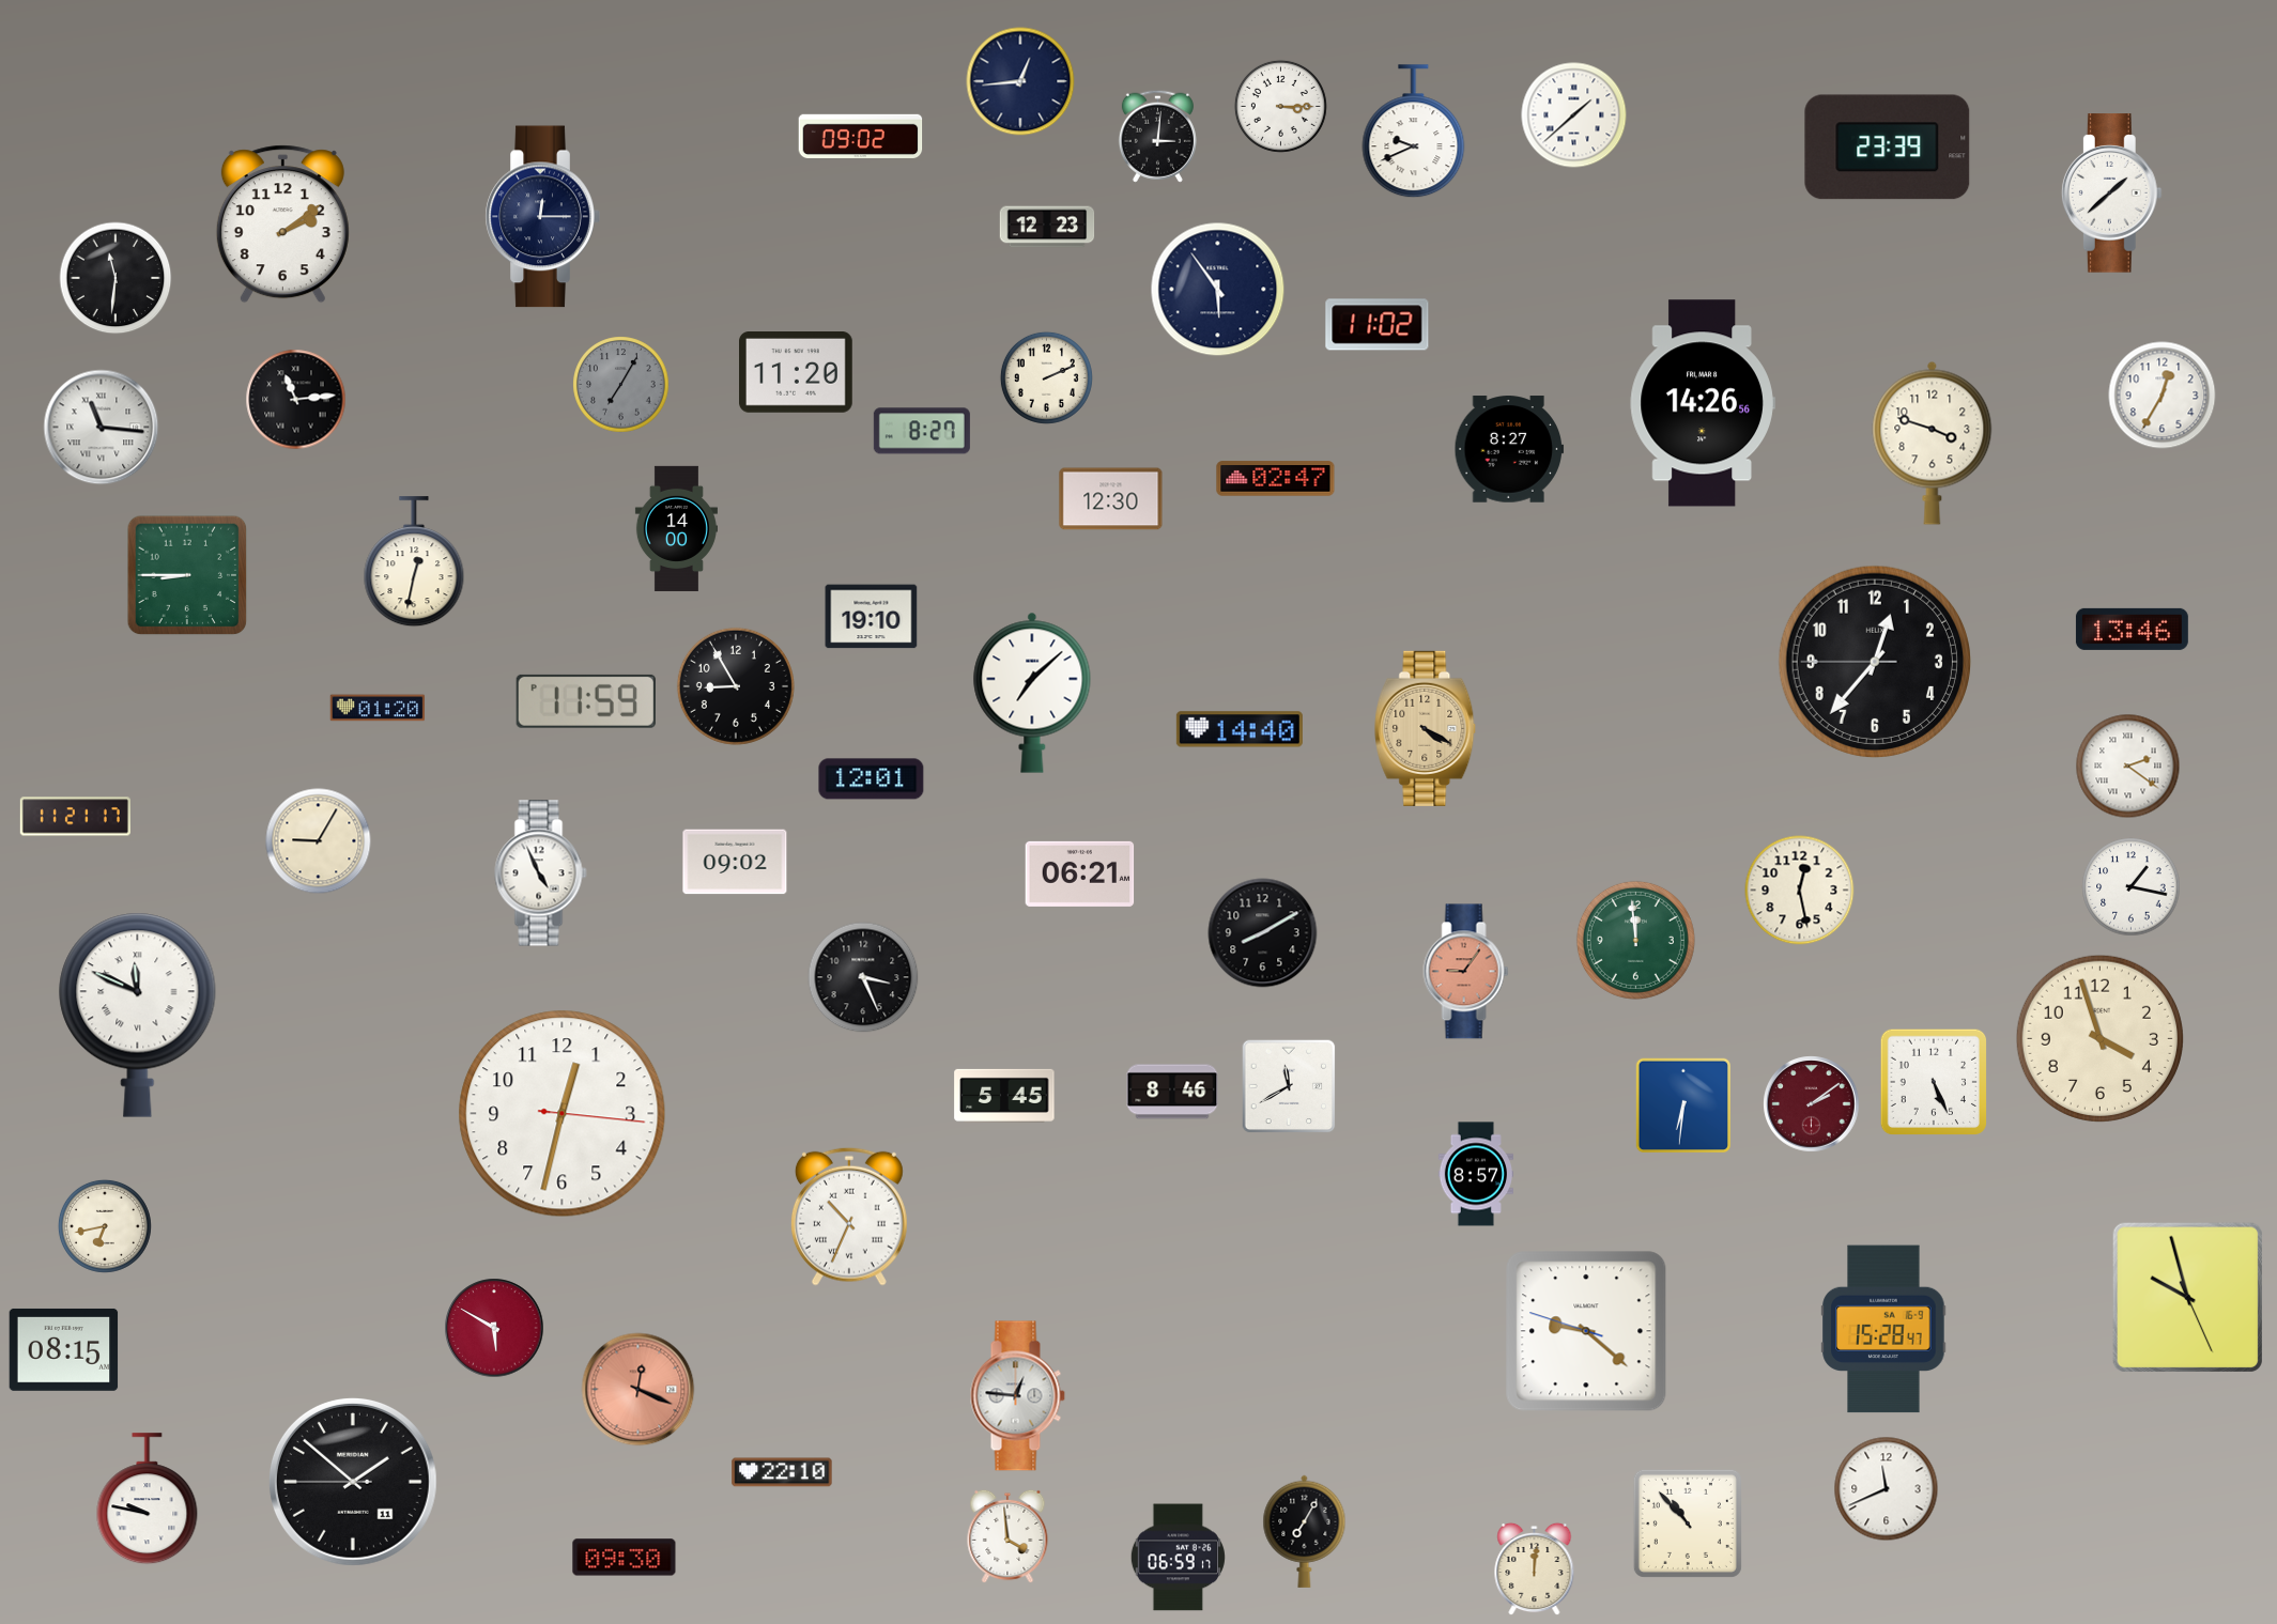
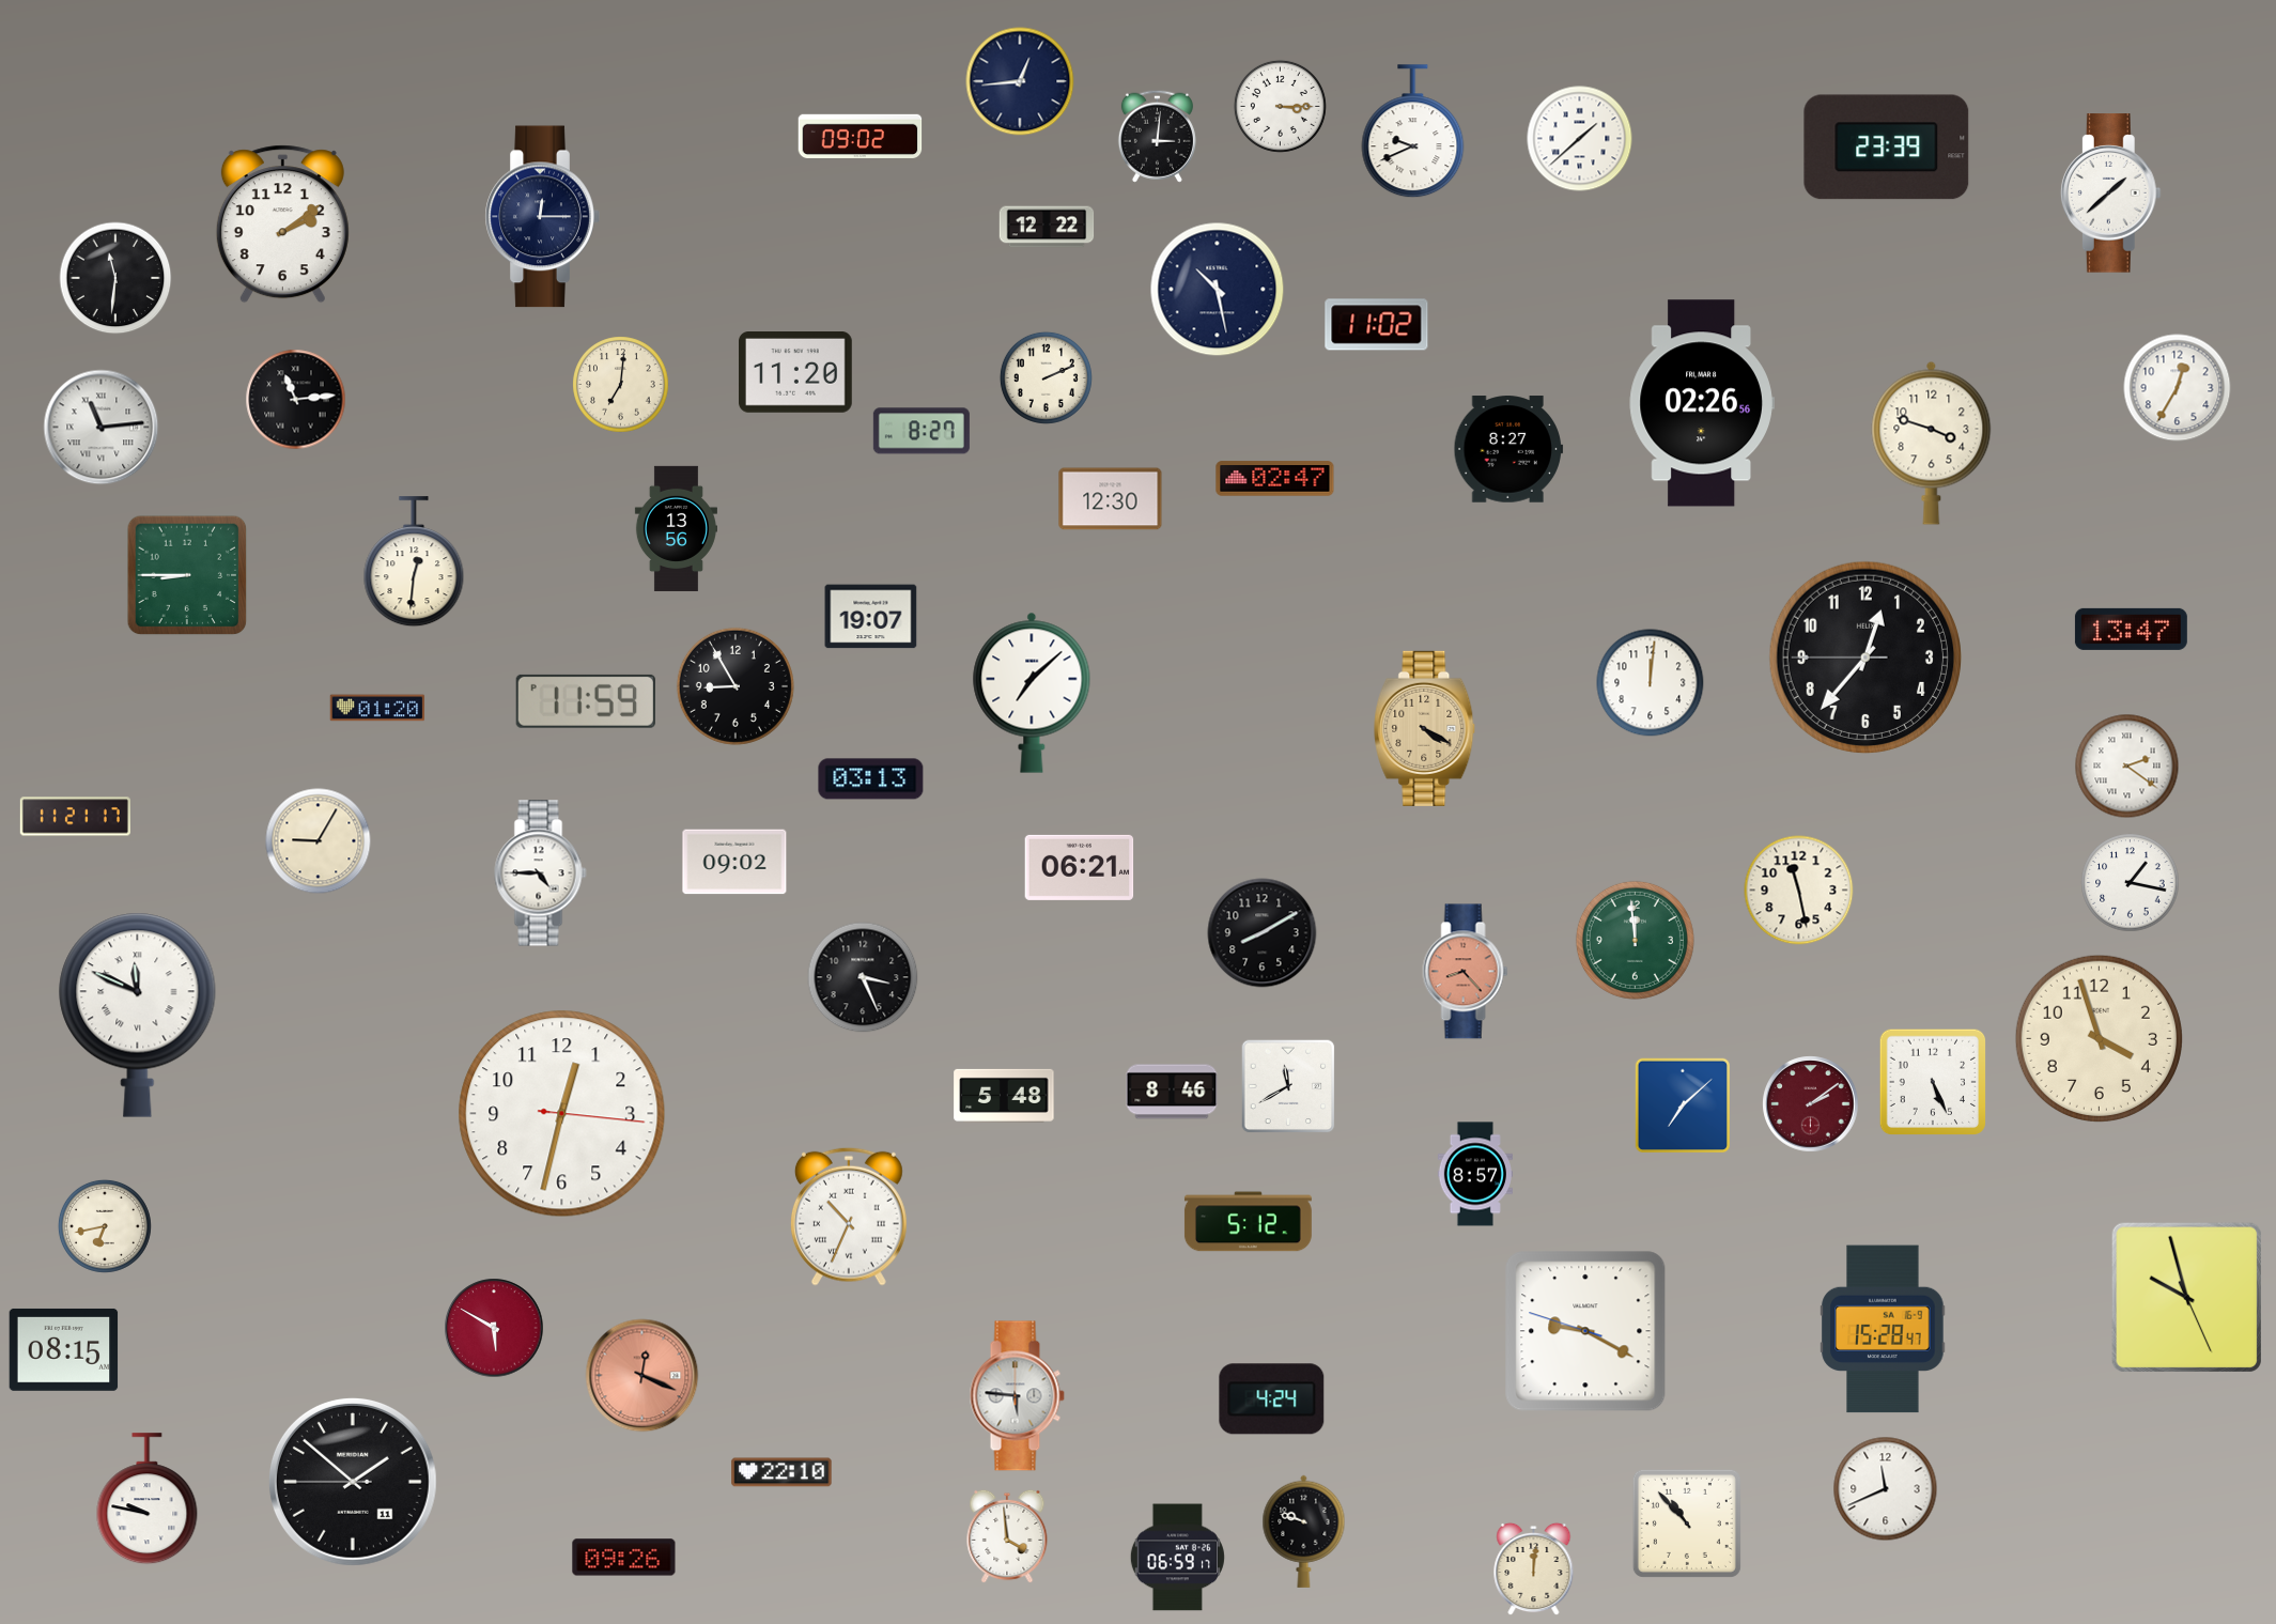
clock at (1574, 115) position: (1574, 115) -> (1580, 139)
clock at (1047, 227): 12:23 -> 12:22
clock at (1218, 290): 5:54 -> 10:28
clock at (621, 385): 7:05 -> 7:01
clock at (621, 385) dial: grey -> cream
clock at (2163, 396) position: (2163, 396) -> (2178, 388)
clock at (1703, 403): 14:26 -> 02:26
clock at (102, 428): 11:16 -> 11:14
clock at (676, 528): 14:00 -> 13:56
clock at (414, 562): 12:32 -> 12:31
clock at (872, 617): 19:10 -> 19:07
clock at (2132, 629): 13:46 -> 13:47
clock at (1875, 662) position: (1875, 662) -> (1865, 658)
clock at (1651, 683): none -> 12:01
clock at (1240, 729): 14:40 -> none
clock at (872, 779): 12:01 -> 03:13
clock at (541, 873): 4:56 -> 4:45
clock at (1080, 873) position: (1080, 873) -> (1080, 867)
clock at (2132, 887) position: (2132, 887) -> (2131, 883)
clock at (1800, 891): 12:28 -> 11:28
clock at (1466, 972): 9:06 -> 8:23
clock at (1004, 1096): 5:45 -> 5:48
clock at (1682, 1104): 6:31 -> 7:08
clock at (1248, 1222): none -> 5:12
clock at (1586, 1331): 9:21 -> 9:19
clock at (639, 1390) position: (639, 1390) -> (642, 1376)
clock at (1017, 1396): 12:46 -> 5:46
clock at (1272, 1399): none -> 4:24
clock at (1305, 1531): 7:05 -> 9:48
clock at (625, 1558): 09:30 -> 09:26
